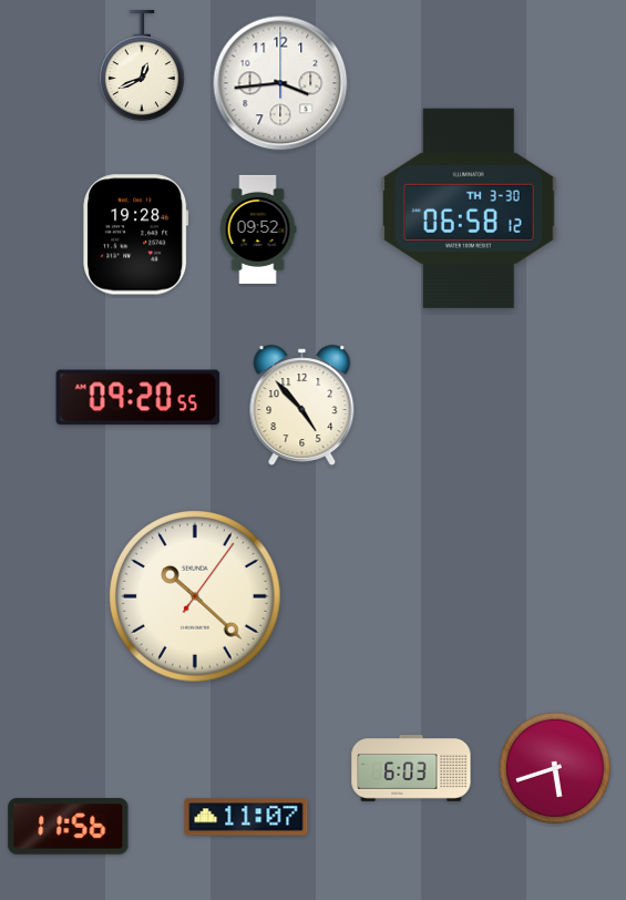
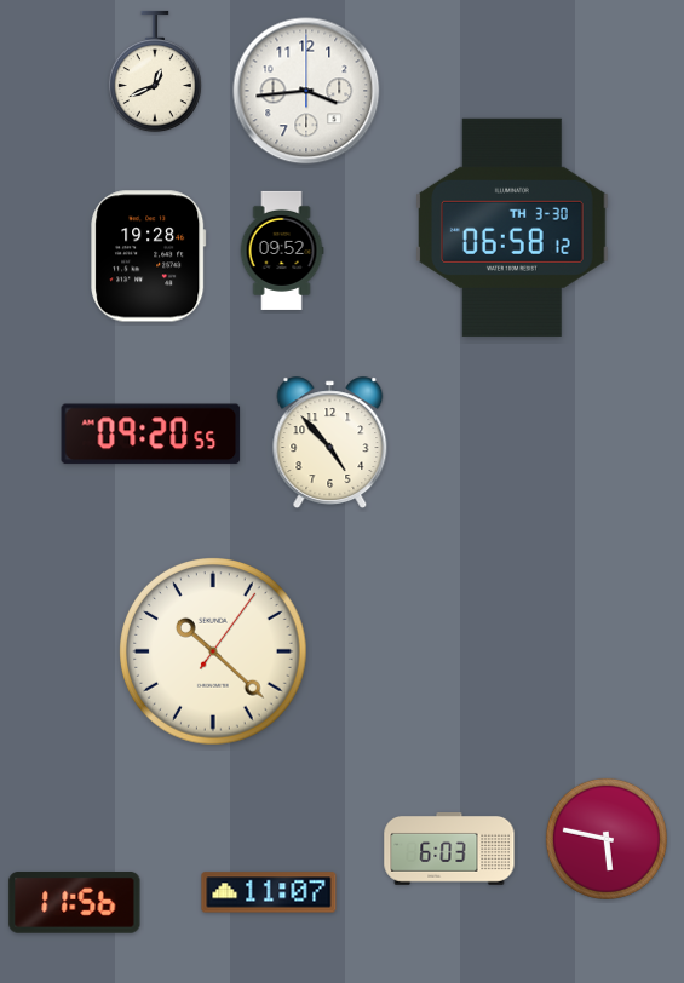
clock at (555, 768): 5:42 -> 5:47
clock at (411, 769) position: (411, 769) -> (449, 850)
